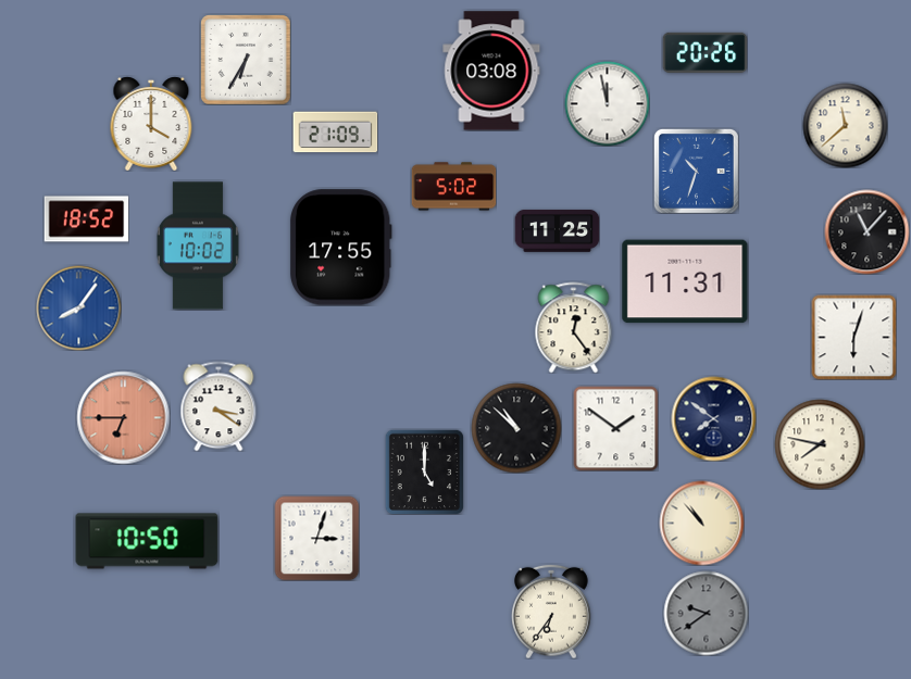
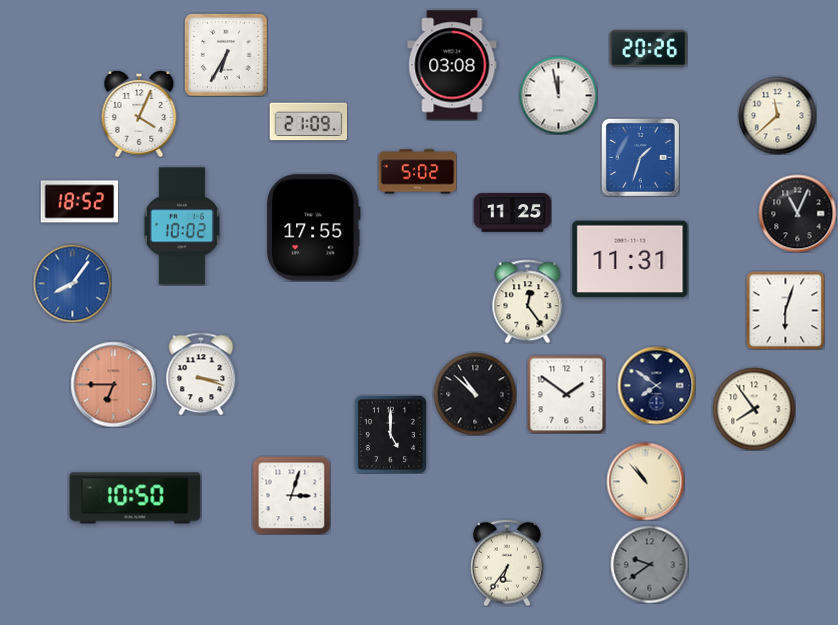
clock at (151, 124): 4:00 -> 4:04
clock at (696, 171): 10:33 -> 1:33
clock at (866, 231): 11:07 -> 11:04
clock at (219, 406): 3:21 -> 3:18
clock at (820, 444): 7:47 -> 7:54
